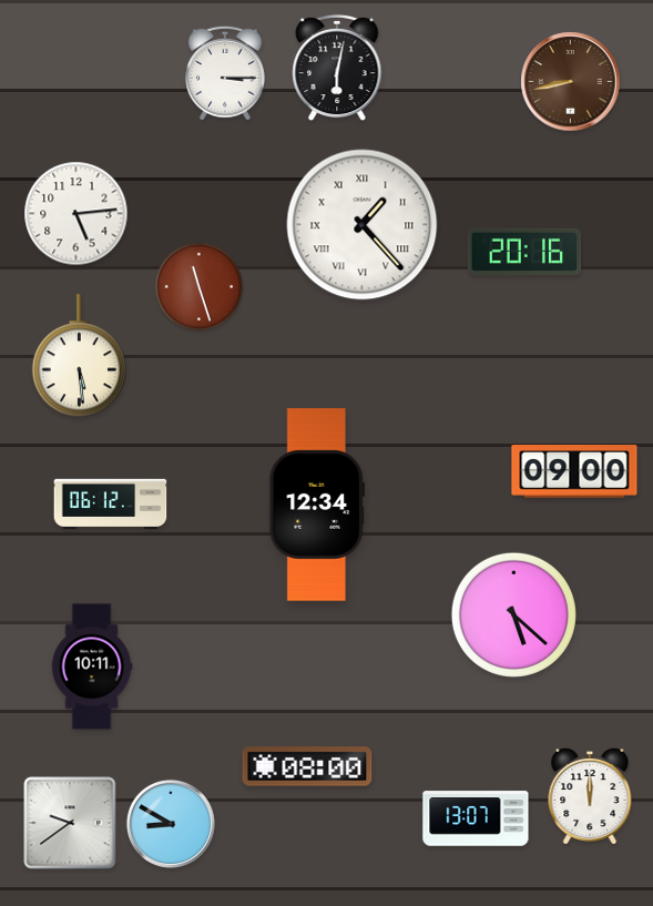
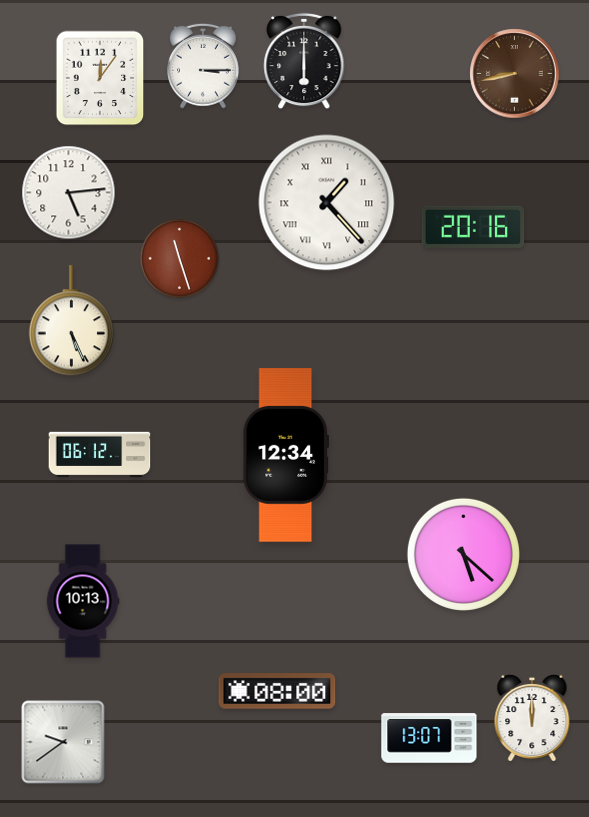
clock at (337, 68): 6:02 -> 6:00
clock at (100, 78): none -> 12:06
clock at (79, 356): 5:29 -> 5:26
clock at (574, 471): 09:00 -> none
clock at (92, 666): 10:11 -> 10:13
clock at (171, 824): 8:50 -> none
